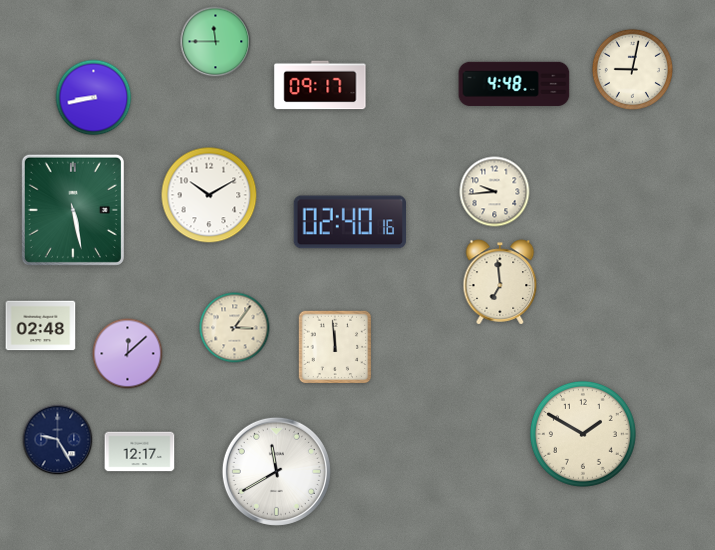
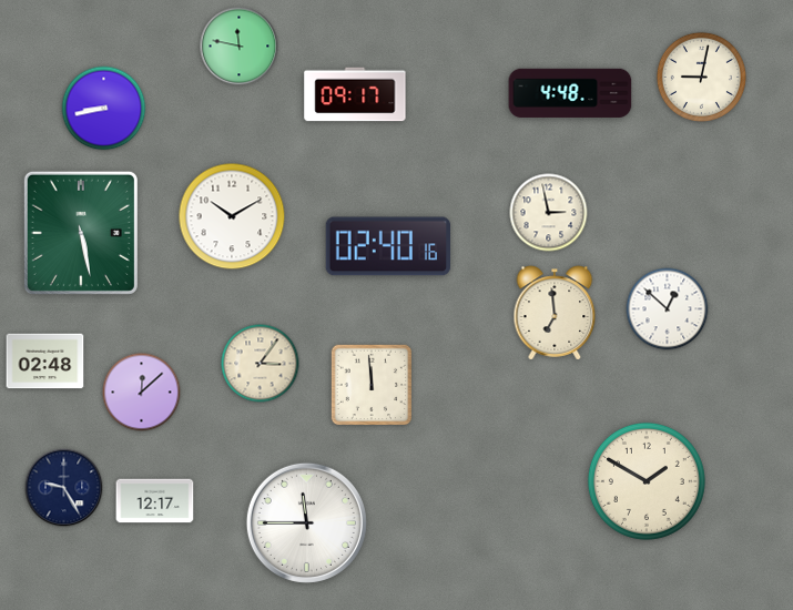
clock at (216, 42): 11:45 -> 11:47
clock at (495, 192): 9:44 -> 2:58
clock at (668, 309): none -> 12:52
clock at (276, 471): 11:40 -> 11:45
